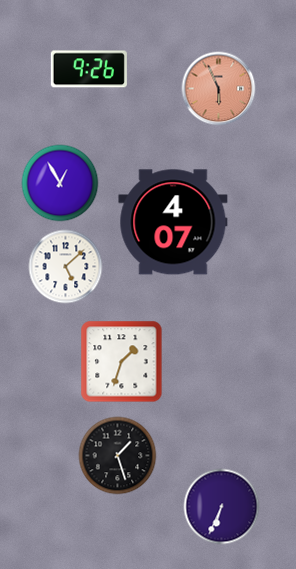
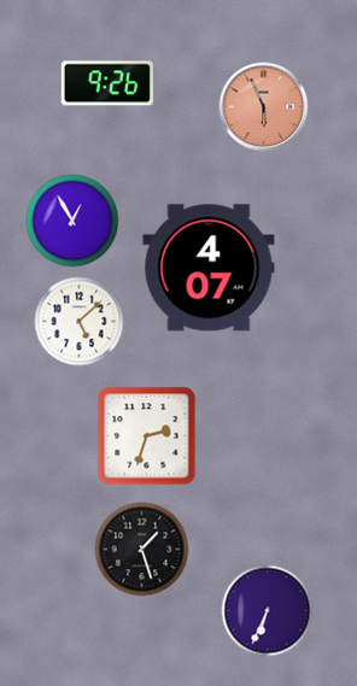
clock at (122, 362): 1:33 -> 2:33
